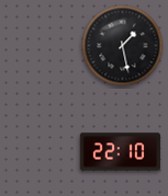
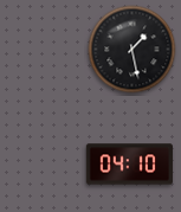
clock at (120, 152): 22:10 -> 04:10
